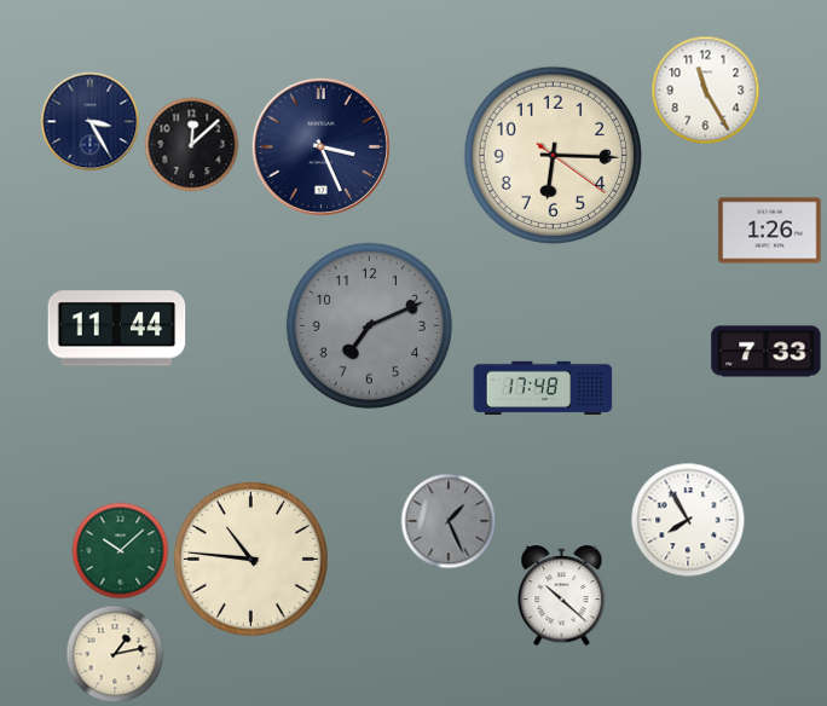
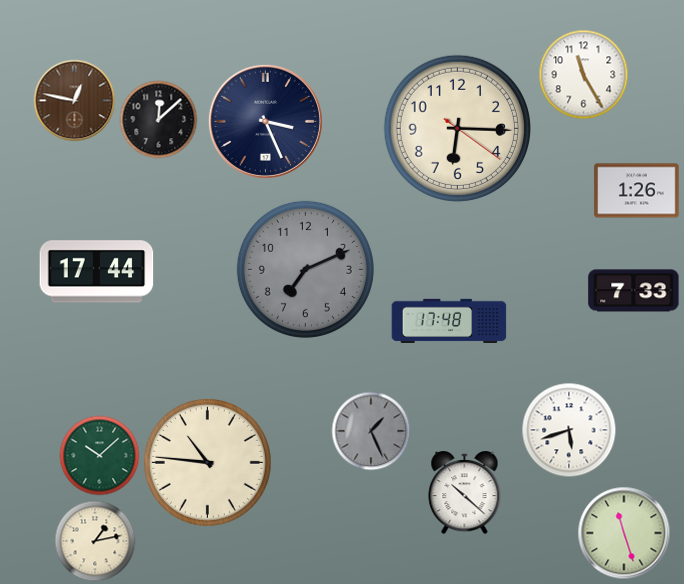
clock at (89, 121): 3:25 -> 12:47
clock at (89, 121) dial: navy -> brown
clock at (117, 329): 11:44 -> 17:44
clock at (688, 520): 7:55 -> 5:42
clock at (624, 533): none -> 11:27
